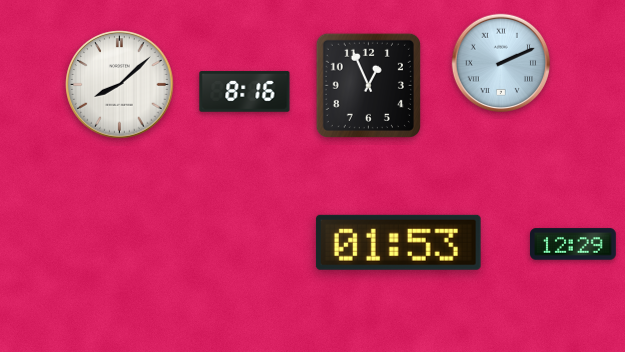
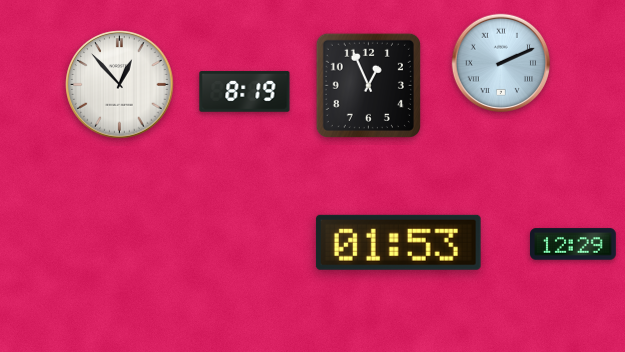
clock at (120, 85): 8:08 -> 12:53
clock at (245, 92): 8:16 -> 8:19
